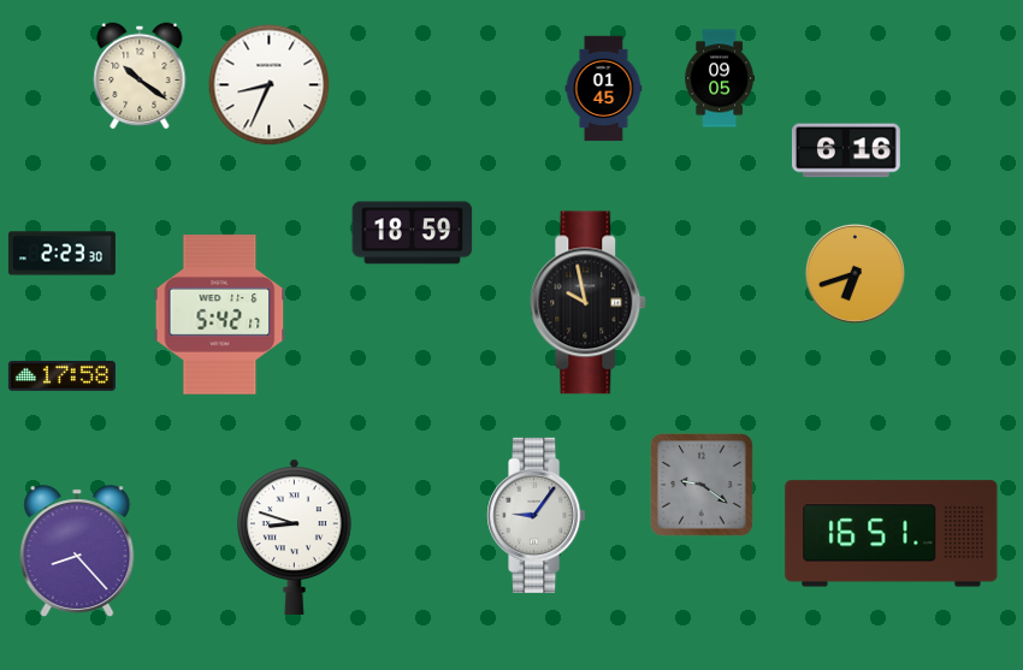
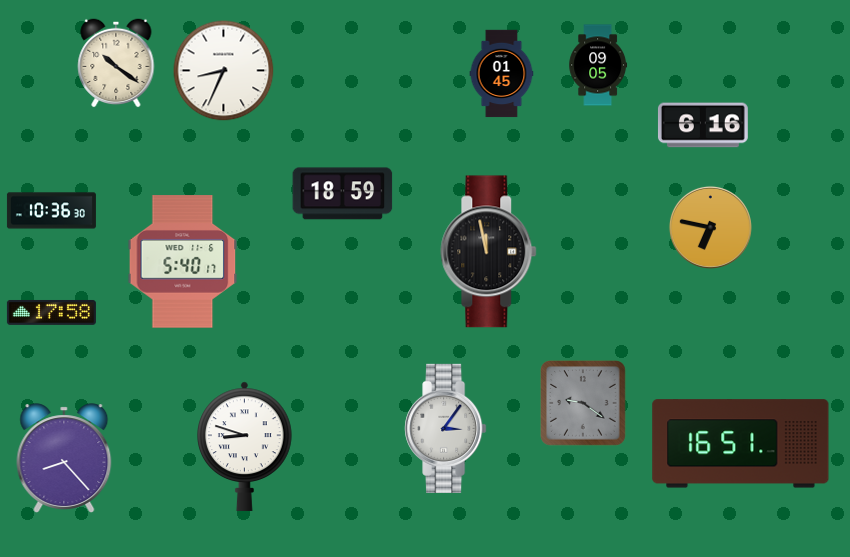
clock at (61, 254): 2:23 -> 10:36
clock at (855, 273): 6:42 -> 6:47
clock at (589, 303): 9:58 -> 11:58
clock at (220, 315): 5:42 -> 5:40
clock at (537, 515): 9:06 -> 3:06
